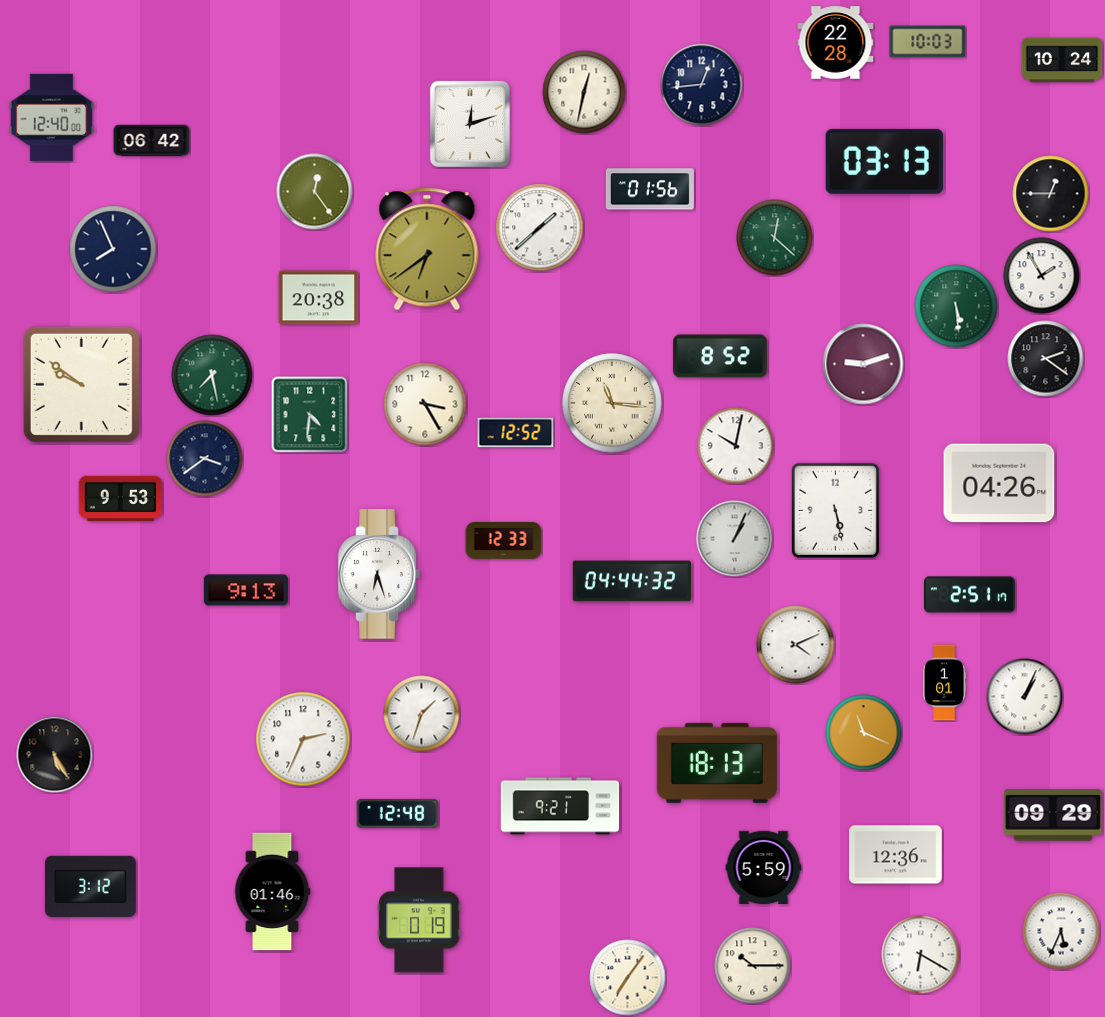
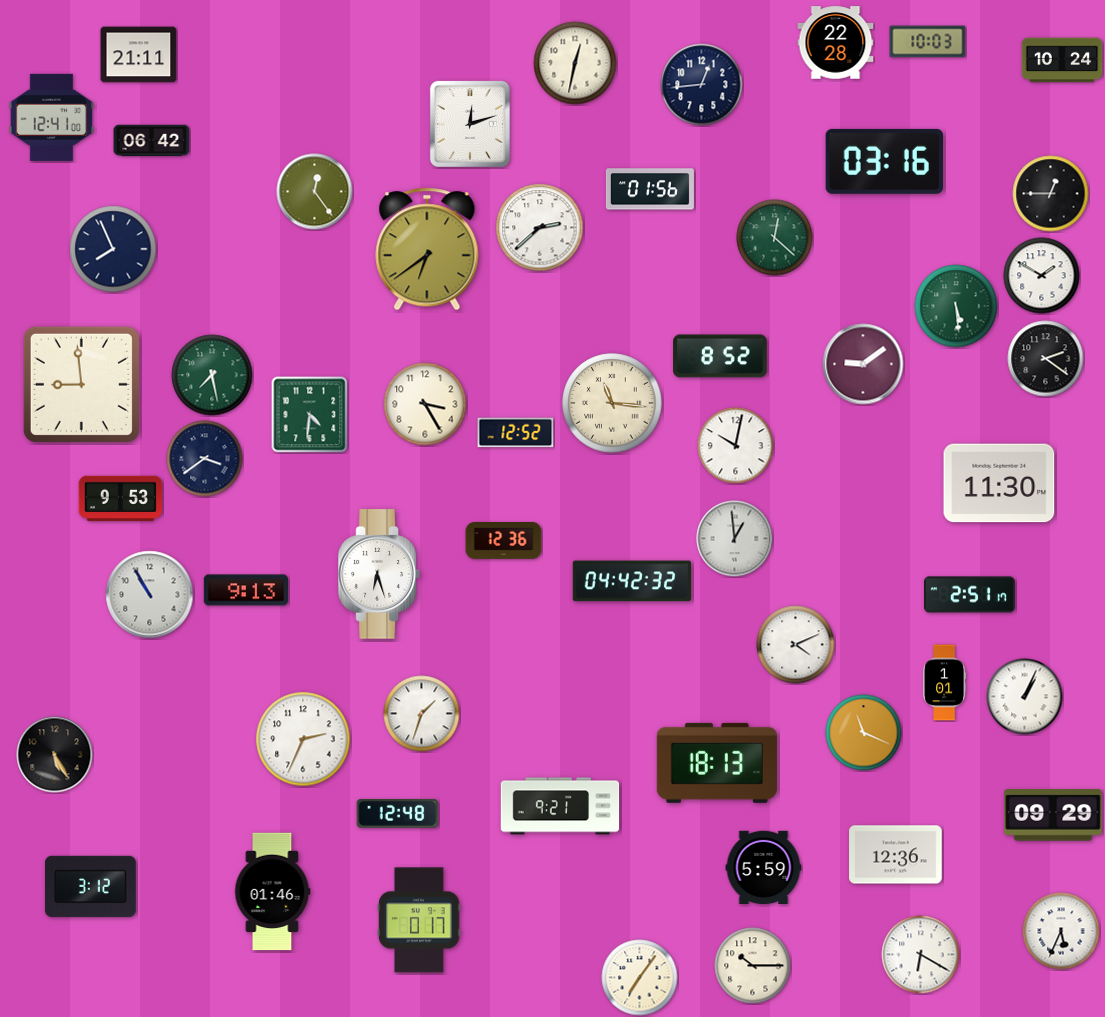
clock at (139, 55): none -> 21:11
clock at (584, 92) position: (584, 92) -> (575, 63)
clock at (52, 117): 12:40 -> 12:41
clock at (884, 161): 03:13 -> 03:16
clock at (540, 228): 1:38 -> 2:38
clock at (1042, 276): 1:55 -> 1:50
clock at (319, 298): 20:38 -> none
clock at (863, 364): 9:12 -> 9:09
clock at (81, 384): 9:51 -> 8:59
clock at (999, 483): 04:26 -> 11:30
clock at (835, 510): 5:28 -> none
clock at (735, 539): 1:04 -> 12:59
clock at (504, 541): 12:33 -> 12:36
clock at (632, 581): 04:44 -> 04:42
clock at (150, 595): none -> 10:55
clock at (419, 920): 0:19 -> 0:17
clock at (628, 978) position: (628, 978) -> (640, 978)
